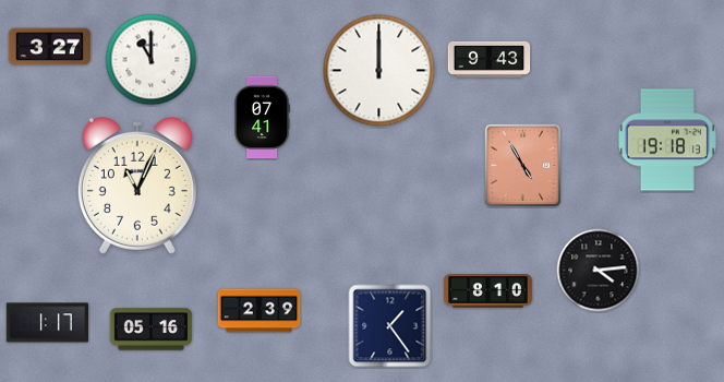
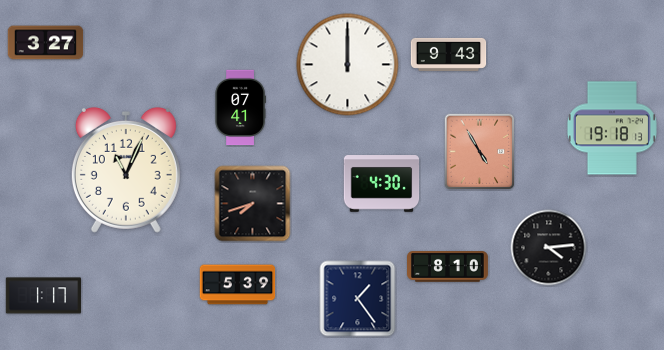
clock at (152, 60): 11:00 -> none
clock at (382, 184): none -> 4:30
clock at (253, 204): none -> 7:42
clock at (260, 311): 2:39 -> 5:39
clock at (152, 330): 05:16 -> none
